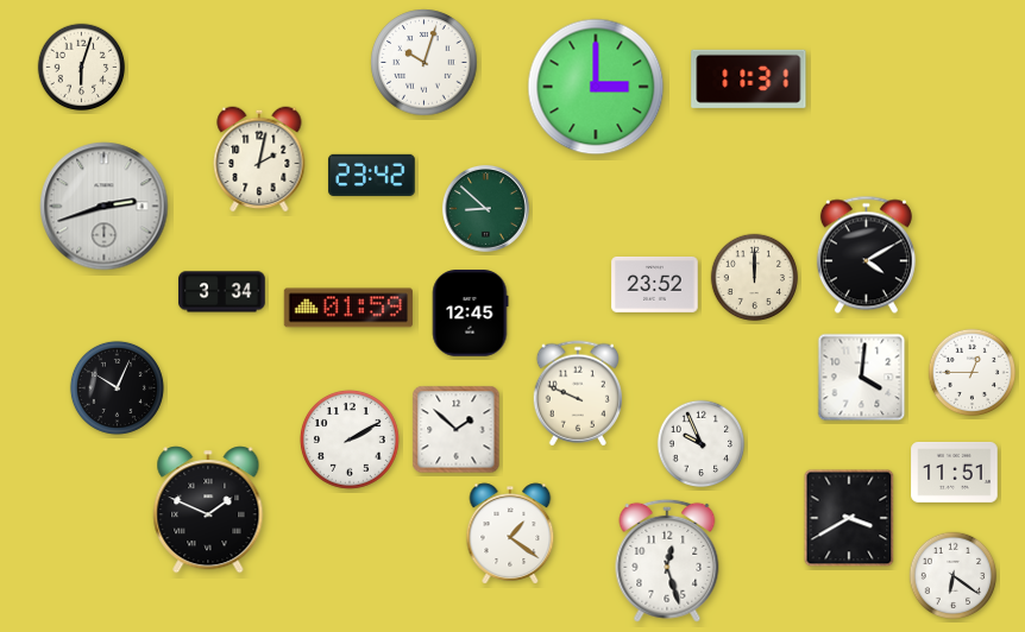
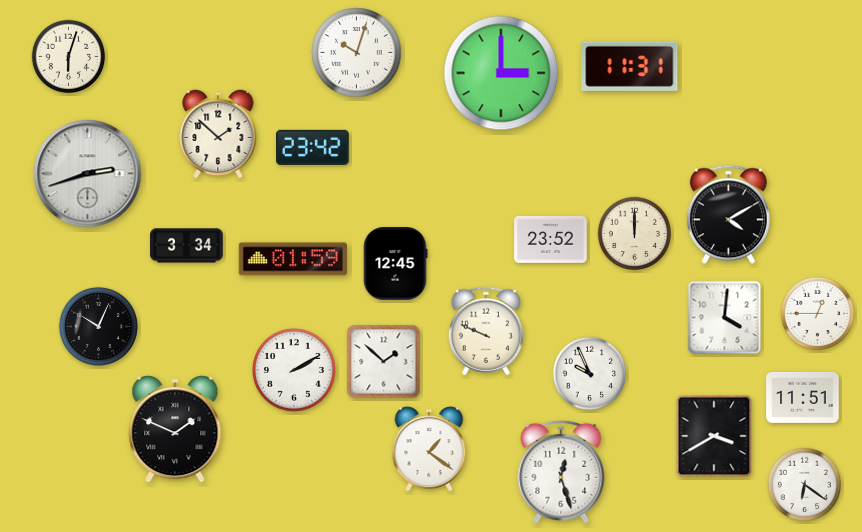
clock at (259, 159): 2:02 -> 1:52
clock at (485, 208): 8:52 -> none
clock at (954, 576) position: (954, 576) -> (805, 485)
